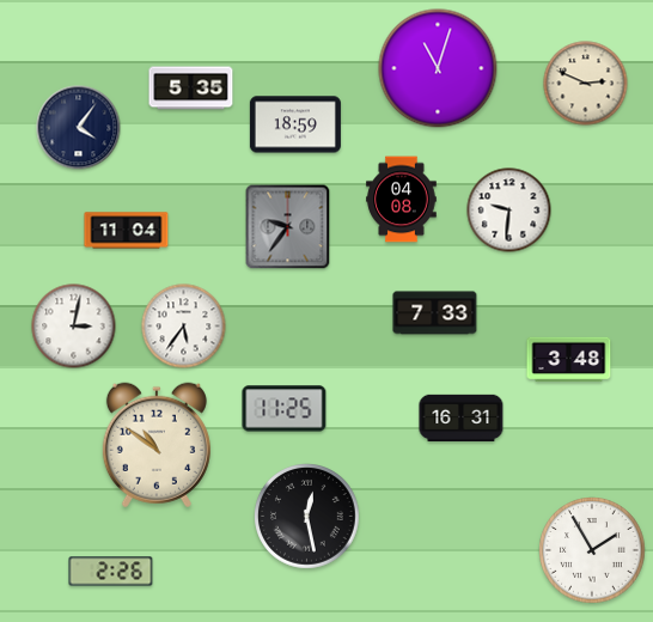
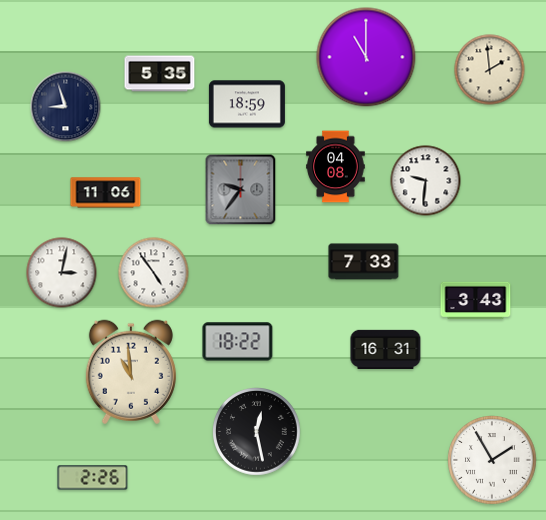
clock at (438, 68): 11:03 -> 11:00
clock at (586, 84): 2:49 -> 1:59
clock at (79, 128): 4:06 -> 8:57
clock at (509, 211) position: (509, 211) -> (426, 181)
clock at (127, 231): 11:04 -> 11:06
clock at (184, 327): 5:36 -> 4:54
clock at (569, 360): 3:48 -> 3:43
clock at (285, 409): 11:25 -> 18:22
clock at (157, 445): 10:51 -> 10:59
clock at (592, 550) position: (592, 550) -> (492, 460)
